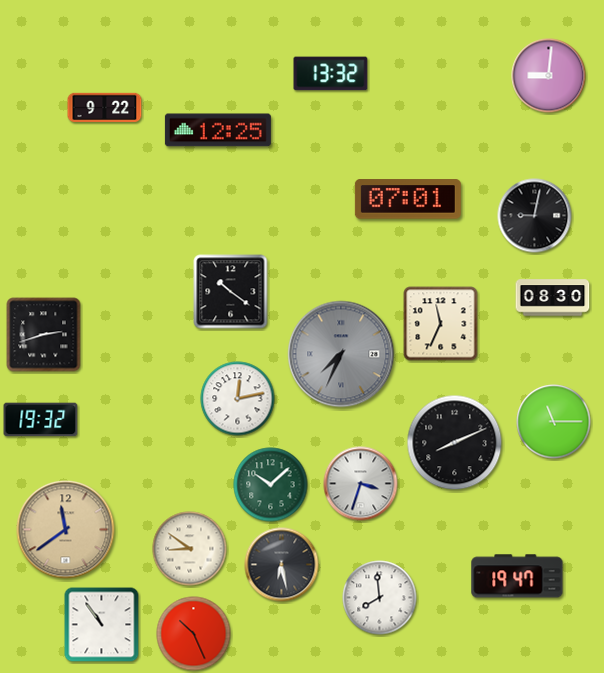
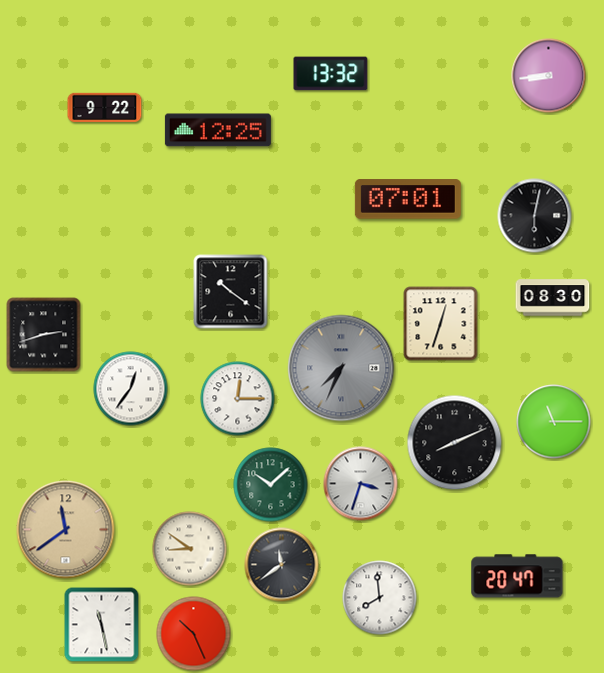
clock at (549, 76): 9:01 -> 8:44
clock at (535, 216): 9:02 -> 6:02
clock at (441, 324): 11:34 -> 12:33
clock at (341, 354) position: (341, 354) -> (341, 368)
clock at (131, 389): none -> 12:36
clock at (238, 399): 12:13 -> 12:15
clock at (41, 420): 19:32 -> none
clock at (282, 565): 6:28 -> 11:39
clock at (517, 576): 19:47 -> 20:47
clock at (102, 625): 10:54 -> 11:28
